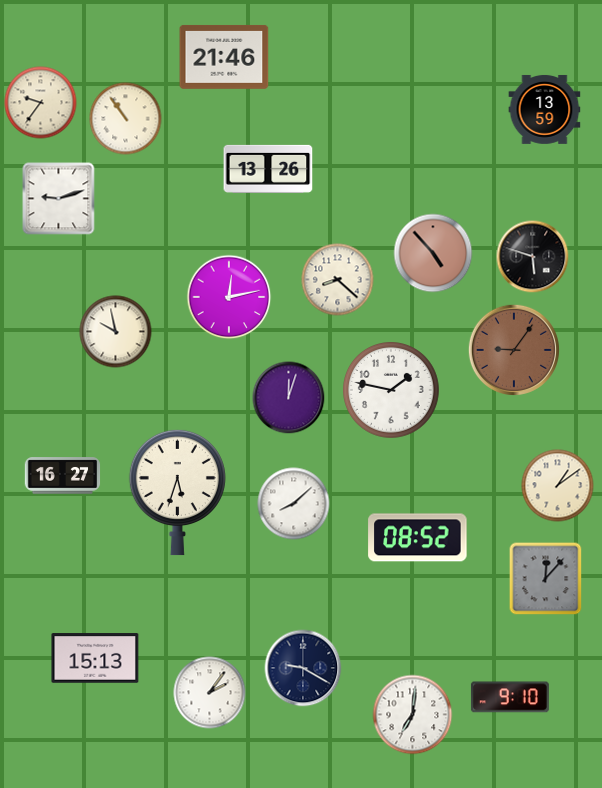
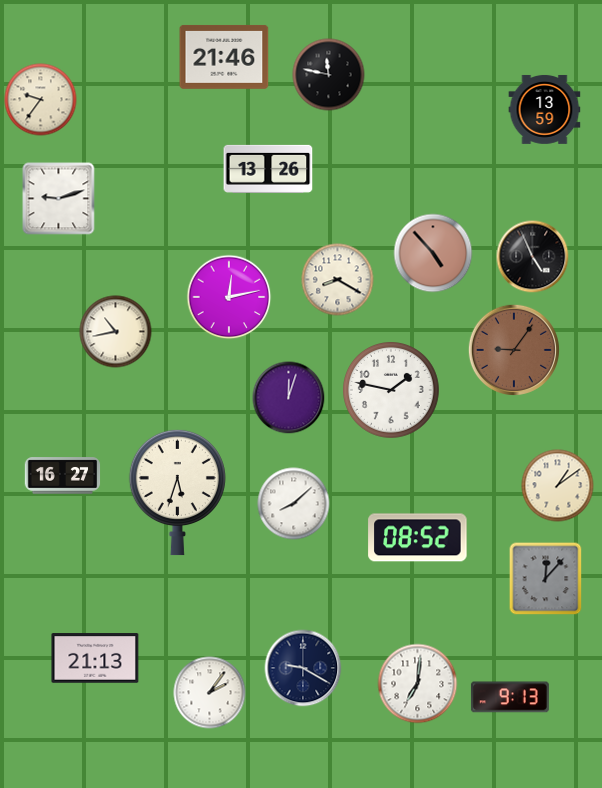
clock at (329, 75): none -> 11:47
clock at (41, 103) position: (41, 103) -> (41, 100)
clock at (126, 119): 10:54 -> none
clock at (533, 257): 5:48 -> 4:56
clock at (338, 280): 8:22 -> 8:20
clock at (116, 332): 9:58 -> 10:43
clock at (95, 658): 15:13 -> 21:13
clock at (510, 697): 9:10 -> 9:13
clock at (413, 715) position: (413, 715) -> (418, 684)
